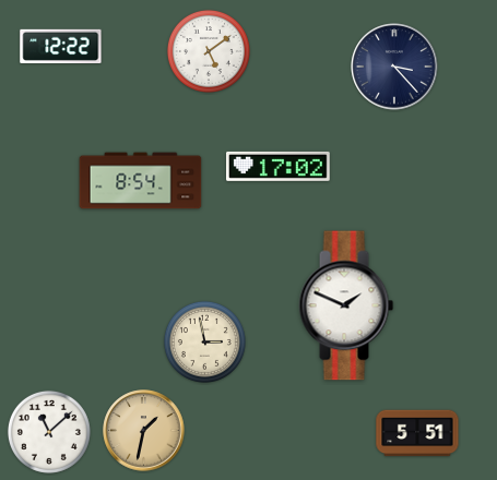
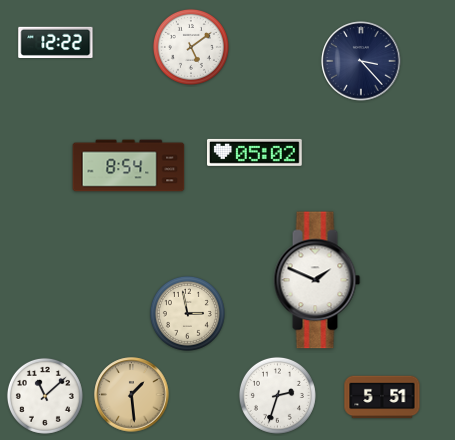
clock at (279, 166): 17:02 -> 05:02
clock at (144, 431): 1:32 -> 1:29
clock at (277, 395): none -> 2:33
